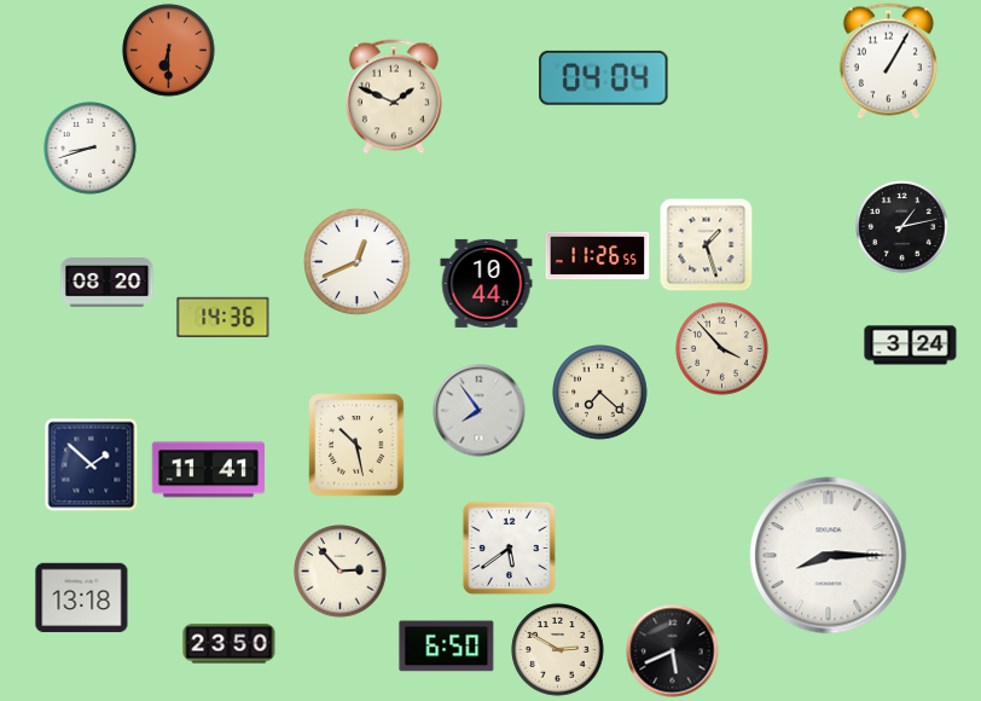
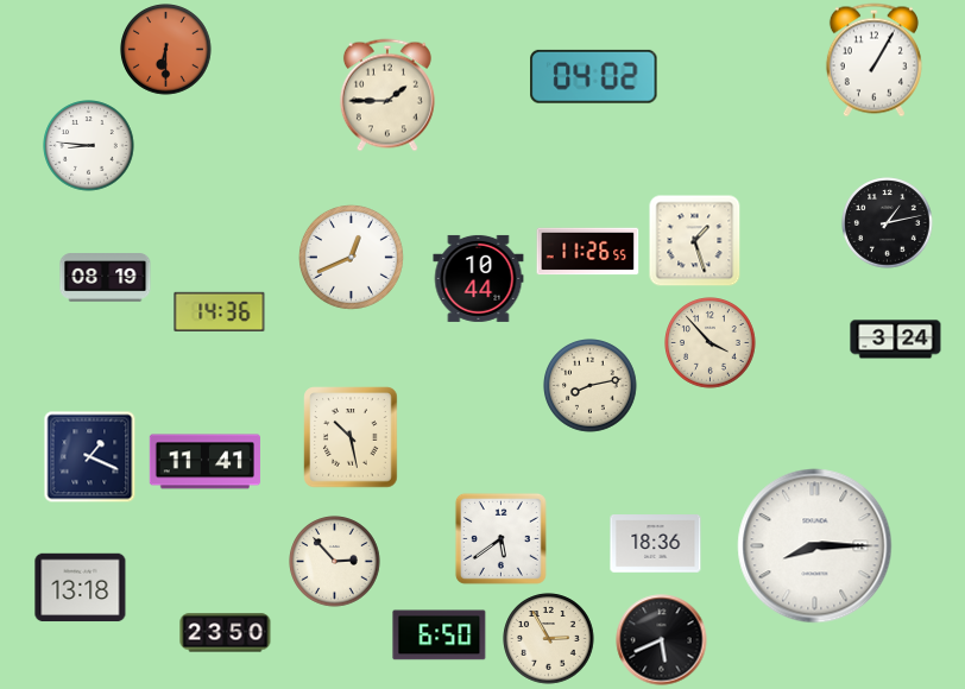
clock at (604, 77): 04:04 -> 04:02
clock at (394, 97): 1:49 -> 1:45
clock at (91, 149): 8:42 -> 8:46
clock at (108, 283): 08:20 -> 08:19
clock at (600, 393): 7:22 -> 8:13
clock at (480, 411): 7:54 -> none
clock at (91, 464): 1:52 -> 1:19
clock at (656, 544): none -> 18:36
clock at (558, 650): 2:50 -> 2:55
